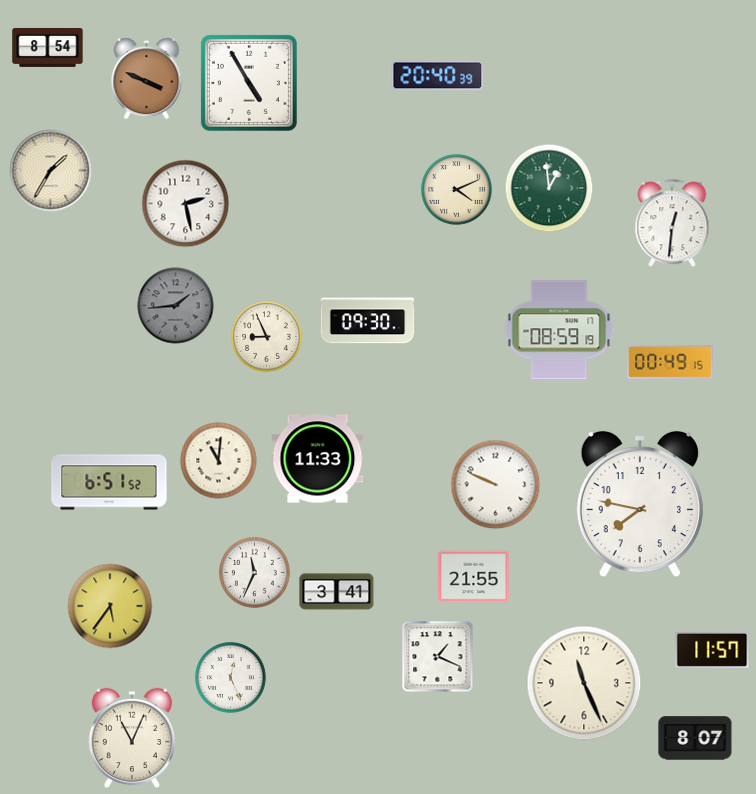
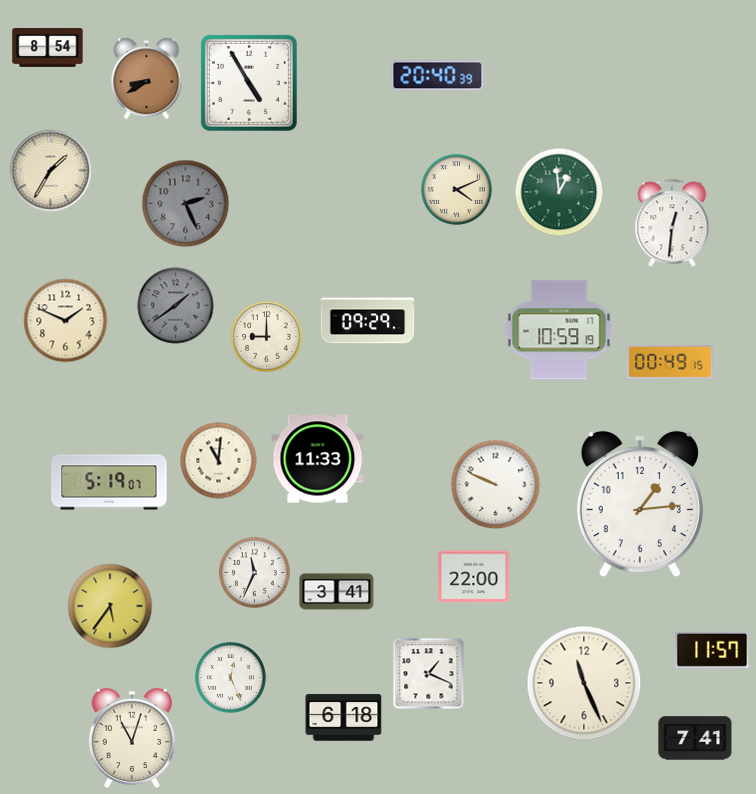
clock at (147, 79): 3:49 -> 8:40
clock at (549, 188) position: (549, 188) -> (559, 192)
clock at (186, 204): 2:28 -> 2:26
clock at (186, 204) dial: white -> grey
clock at (176, 306): 1:44 -> 1:39
clock at (66, 321): none -> 1:49
clock at (368, 321): 09:30 -> 09:29
clock at (559, 330): 08:59 -> 10:59
clock at (267, 337): 8:56 -> 9:00
clock at (109, 482): 6:51 -> 5:19
clock at (640, 504): 7:47 -> 1:14
clock at (474, 577): 21:55 -> 22:00
clock at (438, 657) position: (438, 657) -> (429, 674)
clock at (344, 718): none -> 6:18
clock at (132, 738): 11:04 -> 11:03
clock at (695, 738): 8:07 -> 7:41
